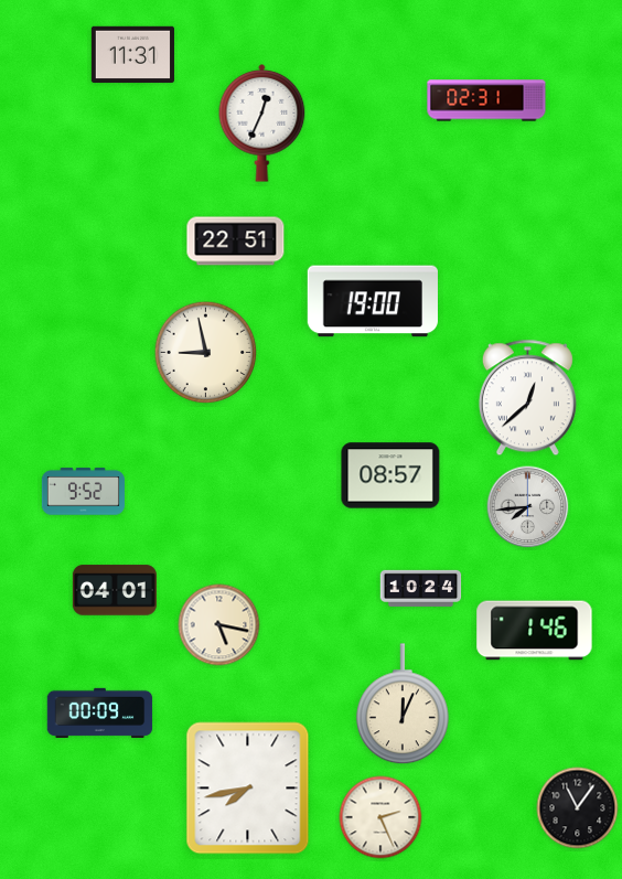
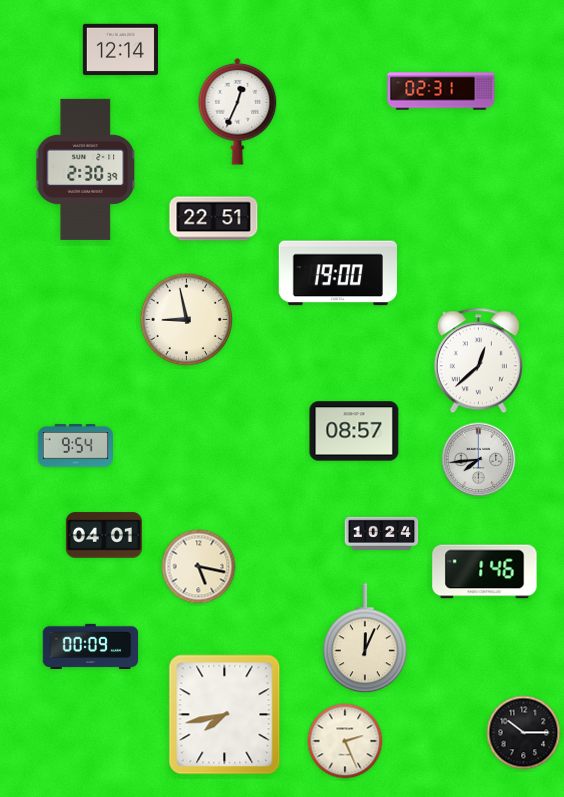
clock at (132, 55): 11:31 -> 12:14
clock at (86, 169): none -> 2:30
clock at (83, 492): 9:52 -> 9:54
clock at (578, 808): 11:06 -> 10:15
